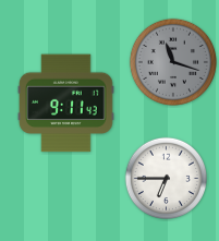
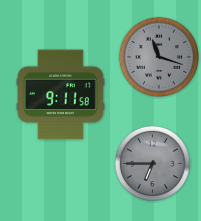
clock at (66, 104): 9:11:43 -> 9:11:58
clock at (166, 178) dial: white -> grey
